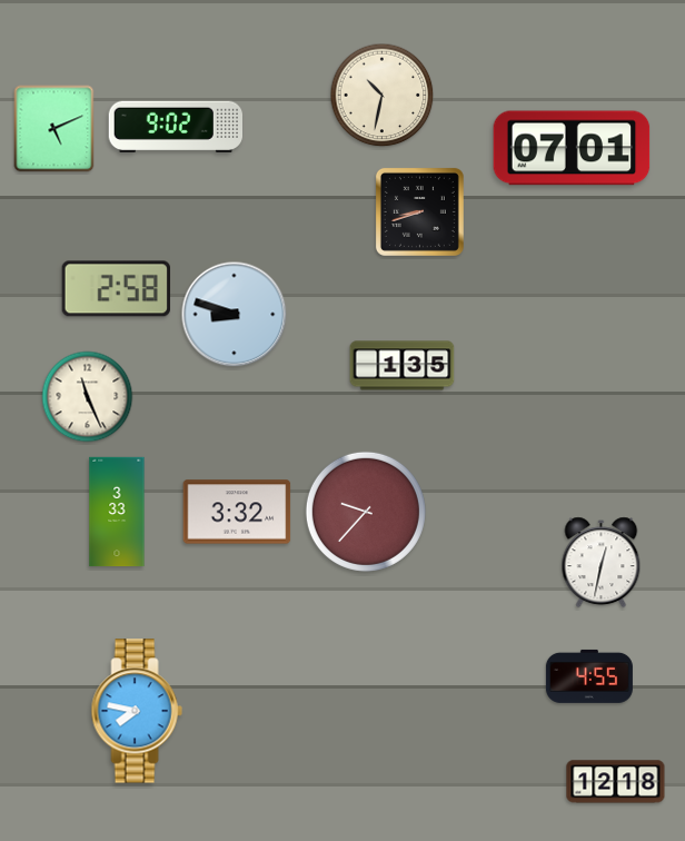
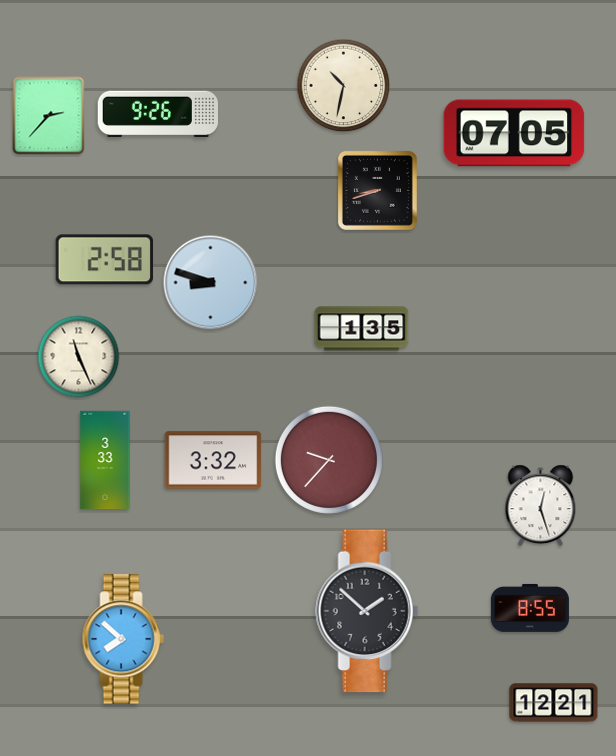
clock at (175, 126): 9:02 -> 9:26
clock at (54, 129): 5:11 -> 2:37
clock at (572, 148): 07:01 -> 07:05
clock at (602, 563): 12:32 -> 12:27
clock at (589, 676): 4:55 -> 8:55
clock at (367, 611): none -> 1:52
clock at (137, 711): 7:47 -> 7:52
clock at (616, 782): 12:18 -> 12:21
